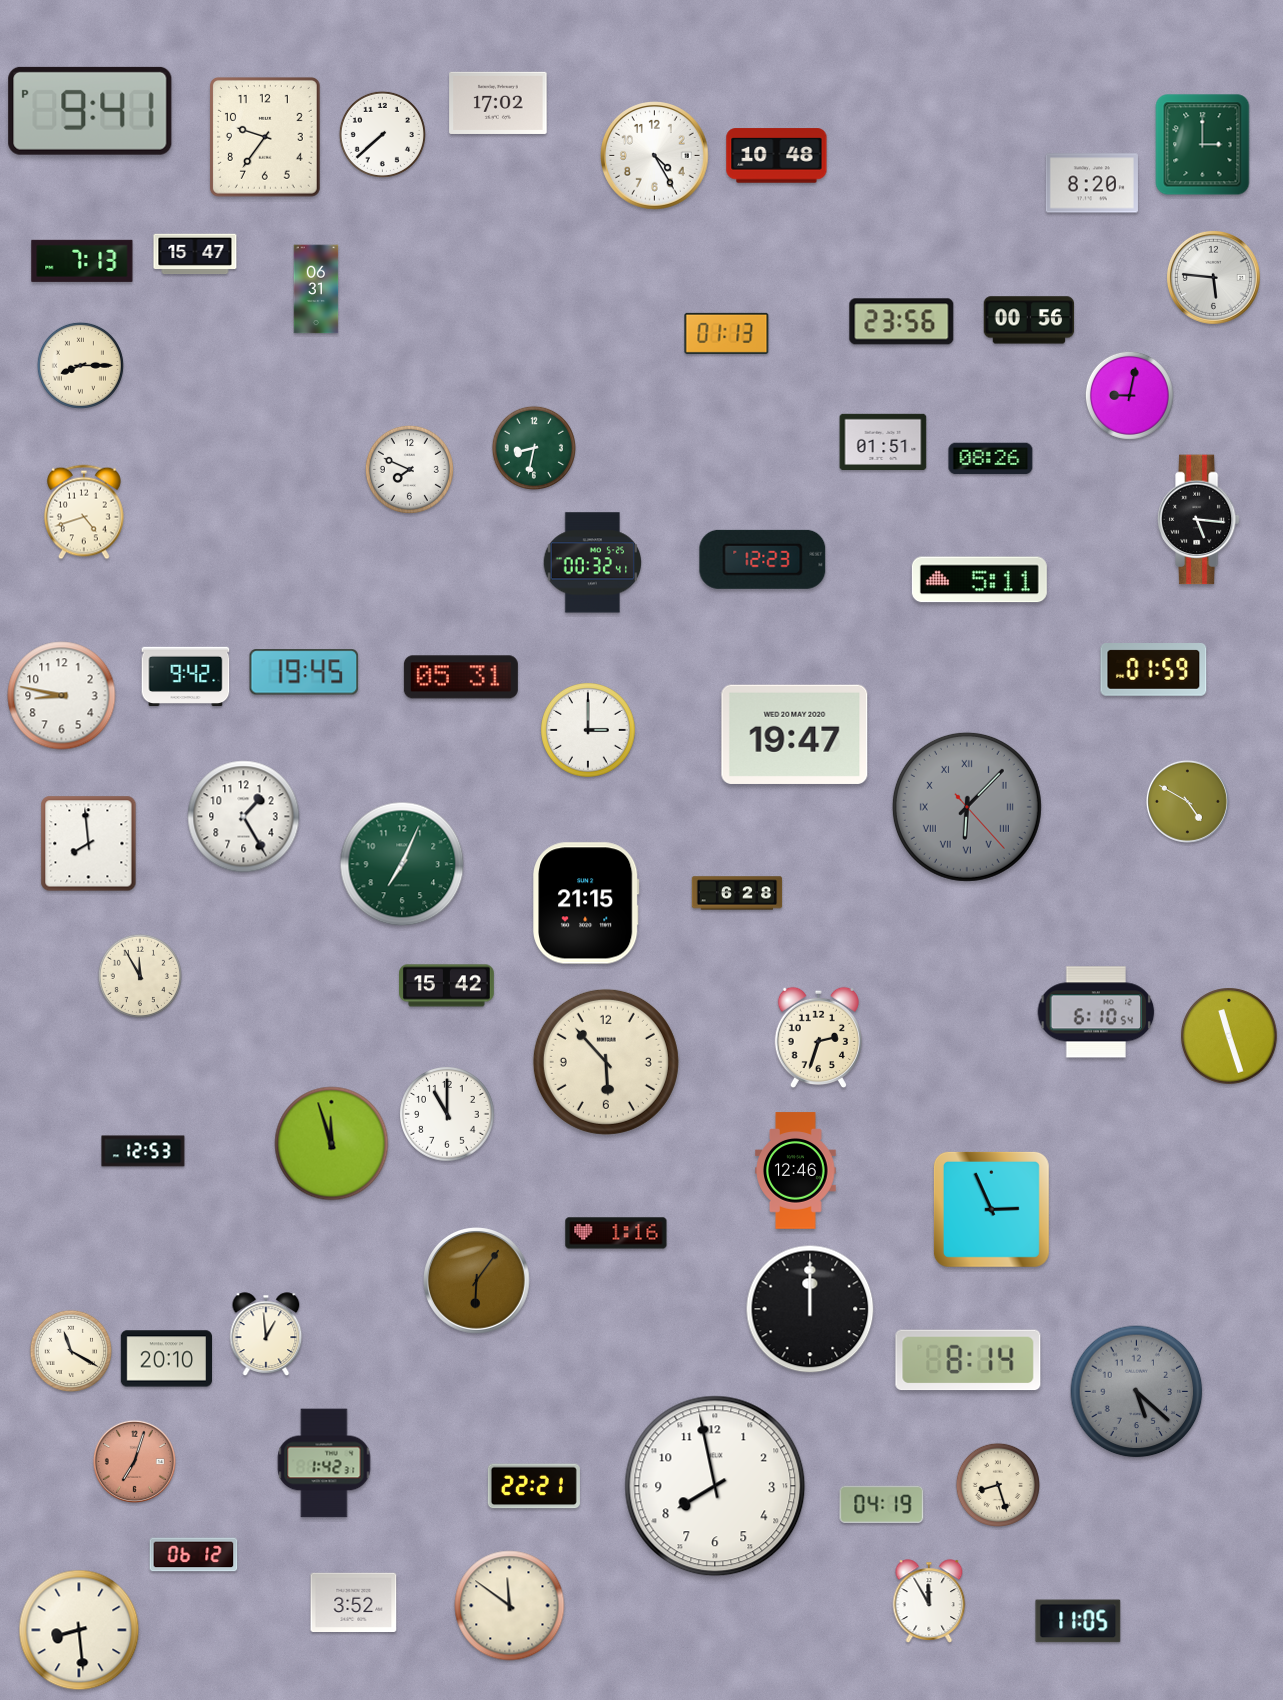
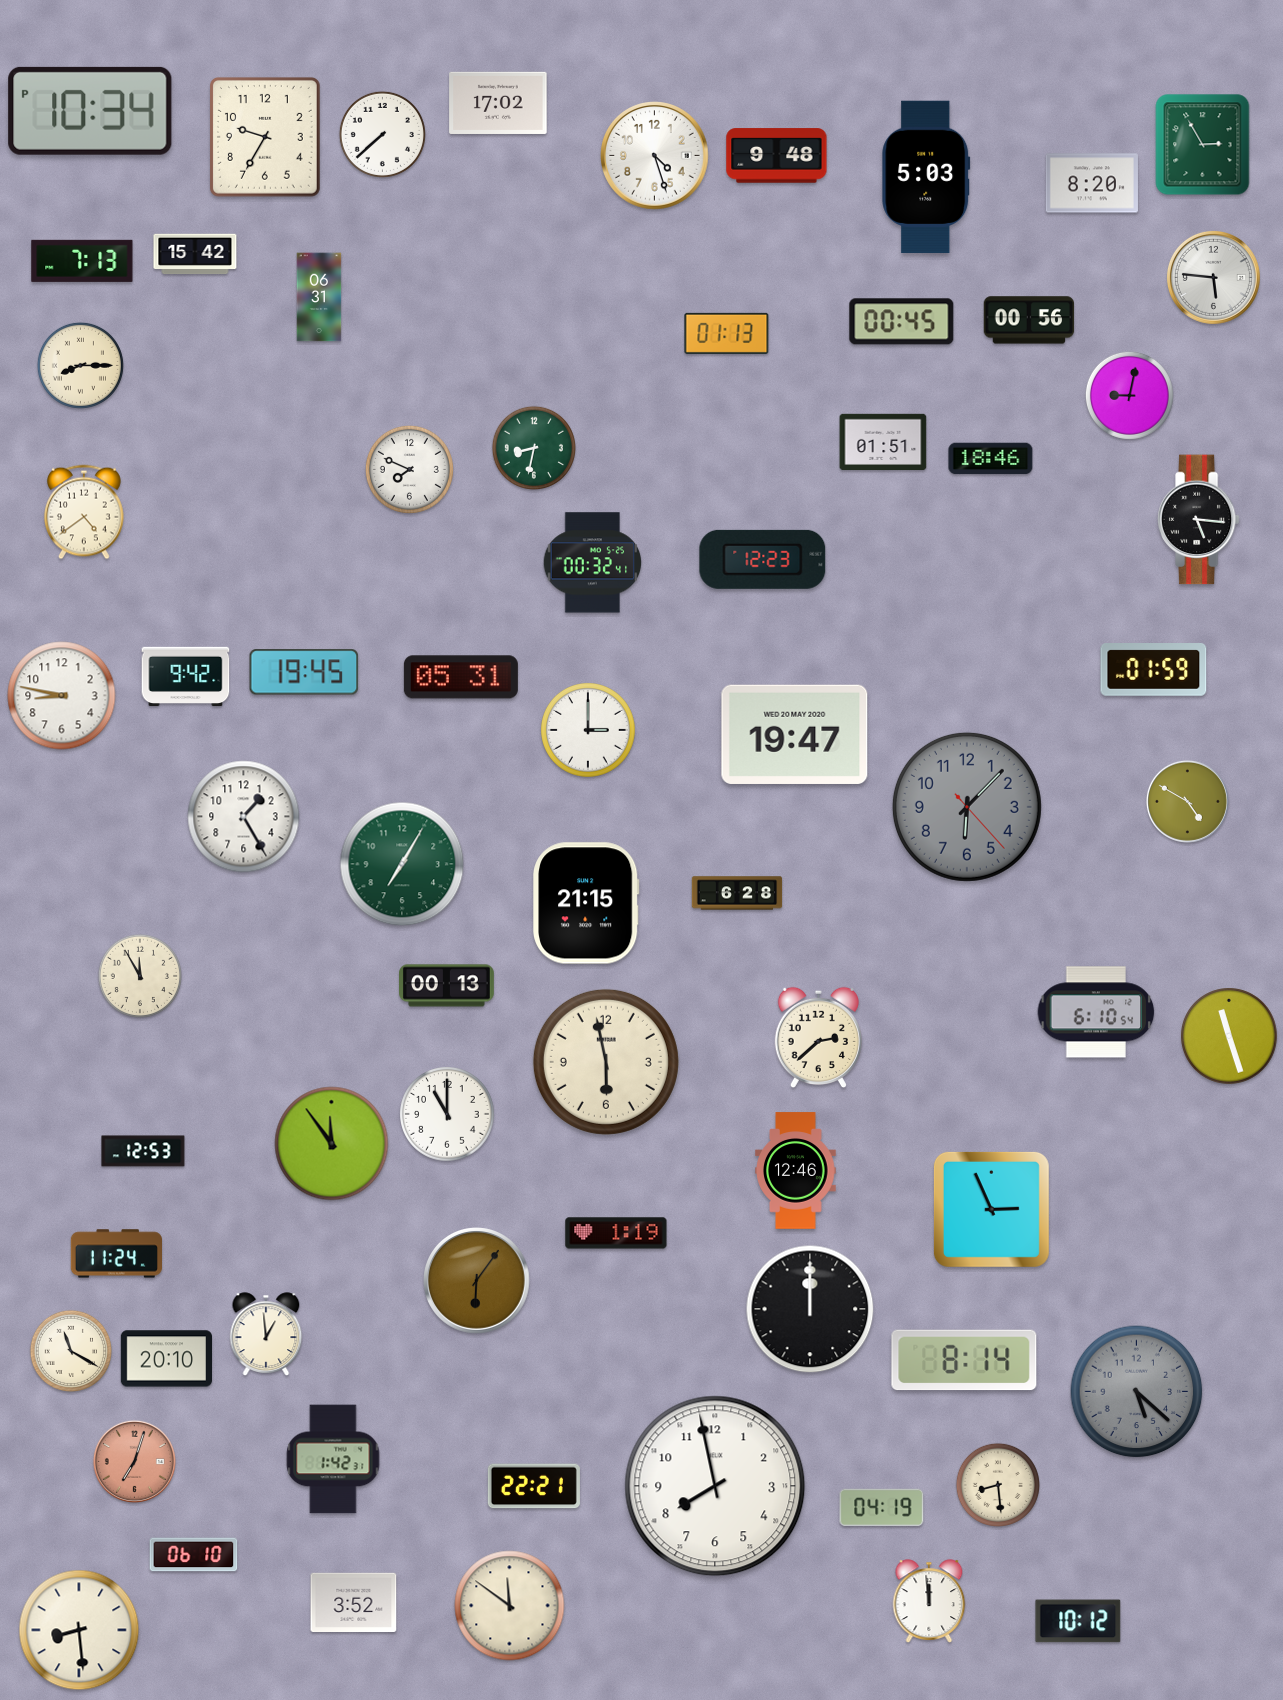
clock at (90, 111): 9:41 -> 10:34
clock at (265, 137): 9:36 -> 9:35
clock at (1203, 145): 3:00 -> 2:55
clock at (655, 156): 4:25 -> 4:27
clock at (777, 156): 10:48 -> 9:48
clock at (926, 176): none -> 5:03
clock at (195, 254): 15:47 -> 15:42
clock at (316, 289) position: (316, 289) -> (319, 297)
clock at (902, 322): 23:56 -> 00:45
clock at (991, 459): 08:26 -> 18:46
clock at (85, 512): 4:42 -> 4:39
clock at (979, 580): 5:11 -> none
clock at (967, 807) numerals: Roman -> Arabic
clock at (89, 844): 7:59 -> none
clock at (402, 864): 7:04 -> 7:05
clock at (447, 986): 15:42 -> 00:13
clock at (818, 1038): 2:33 -> 2:38
clock at (606, 1062): 5:53 -> 5:58
clock at (332, 1144): 11:57 -> 11:54
clock at (616, 1233): 1:16 -> 1:19
clock at (116, 1254): none -> 11:24
clock at (968, 1360) position: (968, 1360) -> (964, 1360)
clock at (324, 1463) position: (324, 1463) -> (333, 1459)
clock at (998, 1485): 8:27 -> 8:29
clock at (882, 1504) position: (882, 1504) -> (882, 1507)
clock at (194, 1555): 06:12 -> 06:10
clock at (929, 1601): 11:55 -> 11:59
clock at (1078, 1621): 11:05 -> 10:12
